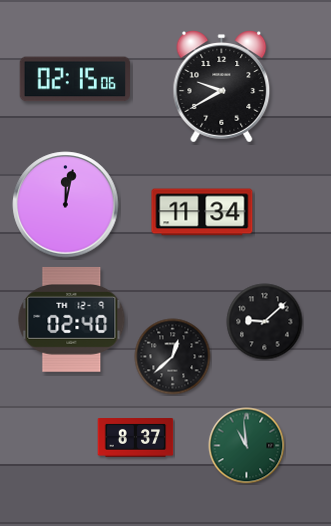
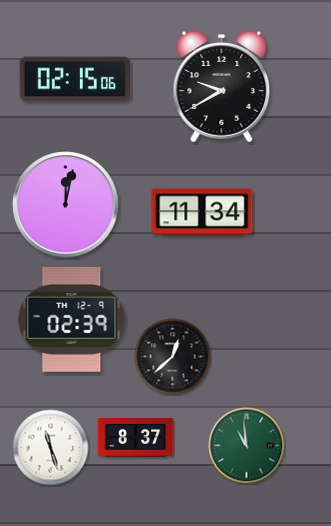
clock at (72, 319): 02:40 -> 02:39
clock at (265, 322): 9:08 -> none
clock at (51, 448): none -> 11:27
